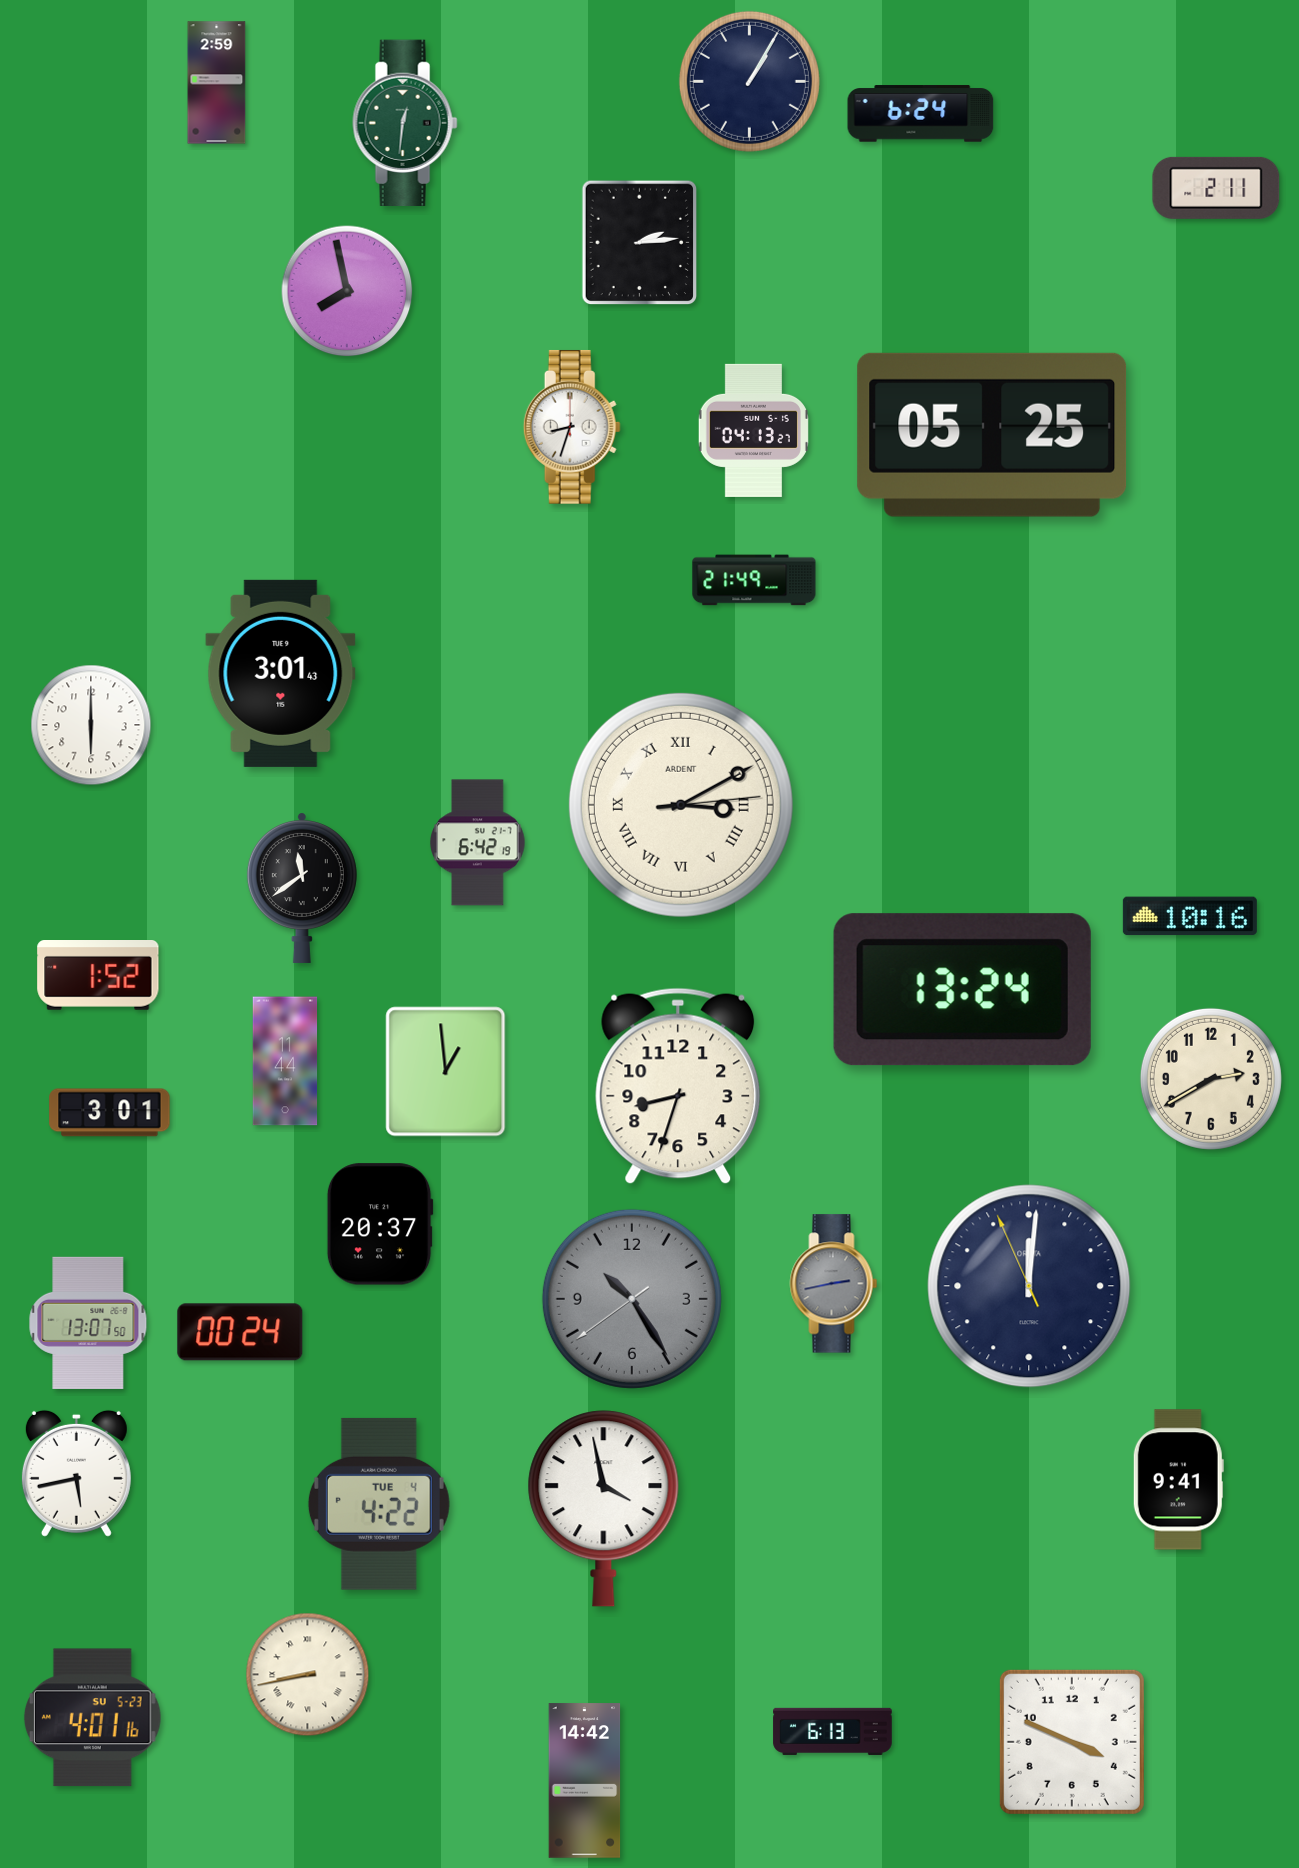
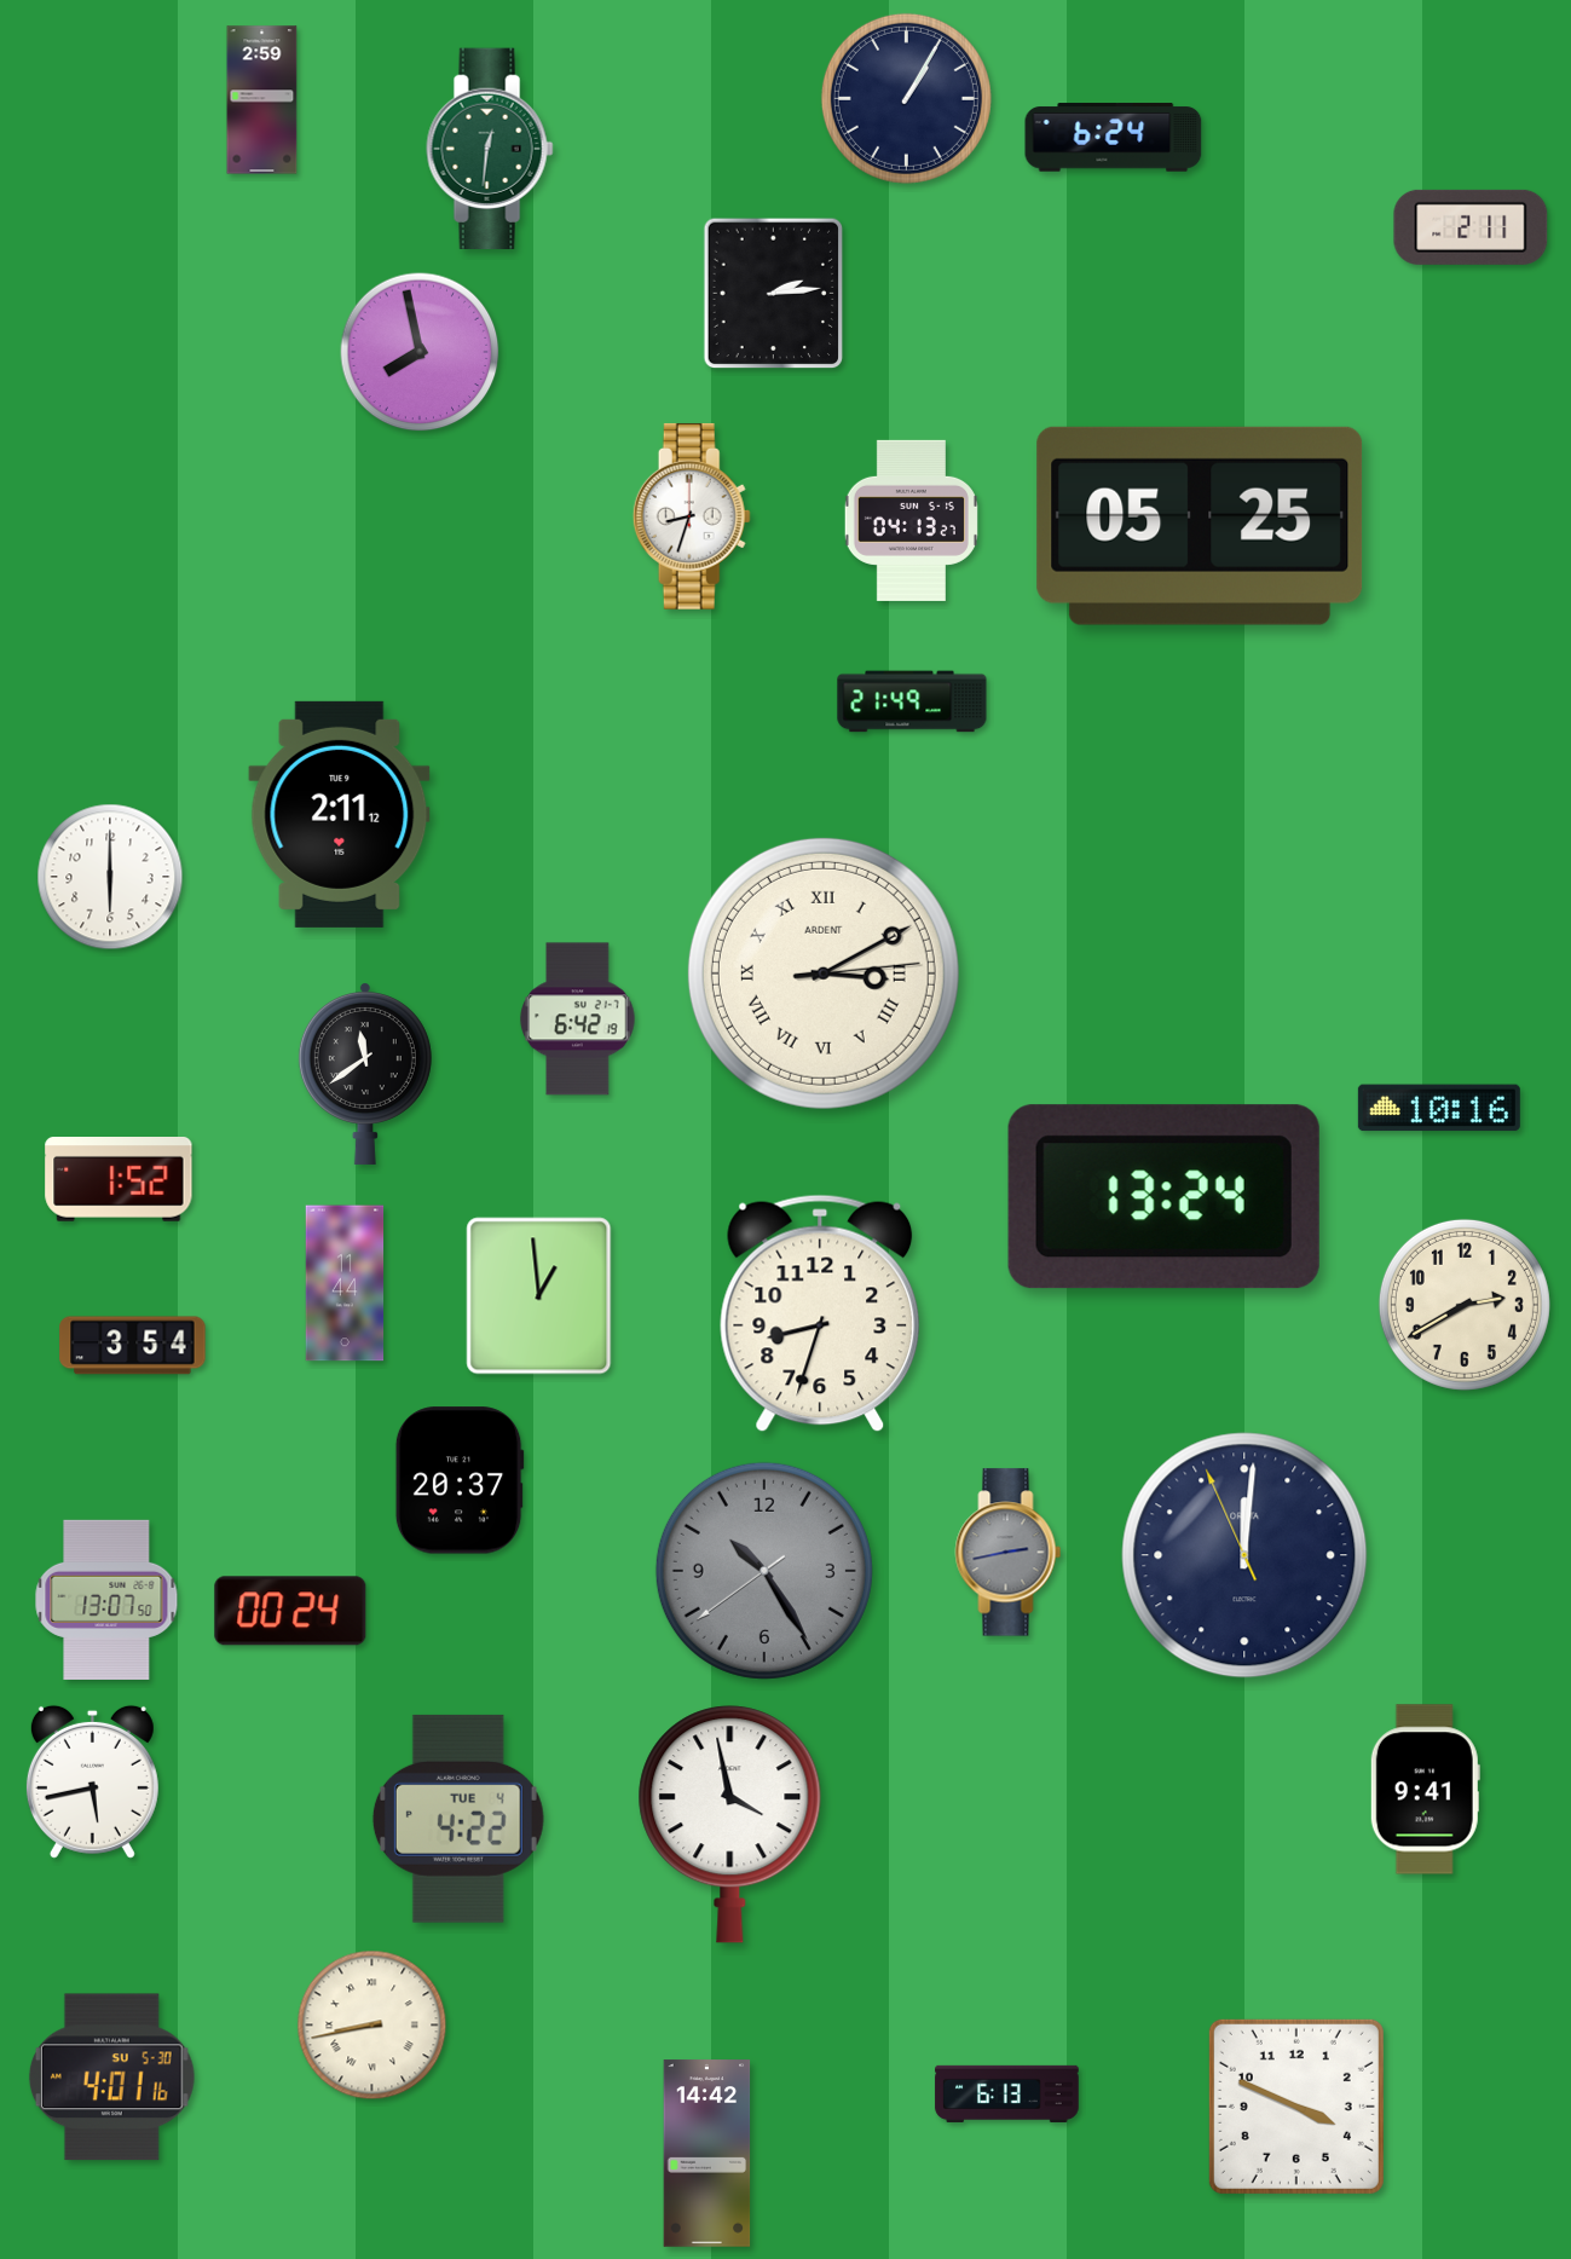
clock at (281, 673): 3:01 -> 2:11
clock at (110, 1113): 3:01 -> 3:54
clock at (92, 1718) date: SU 5-23 -> SU 5-30
